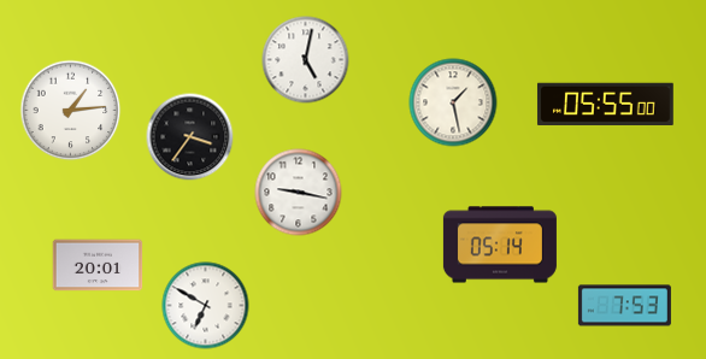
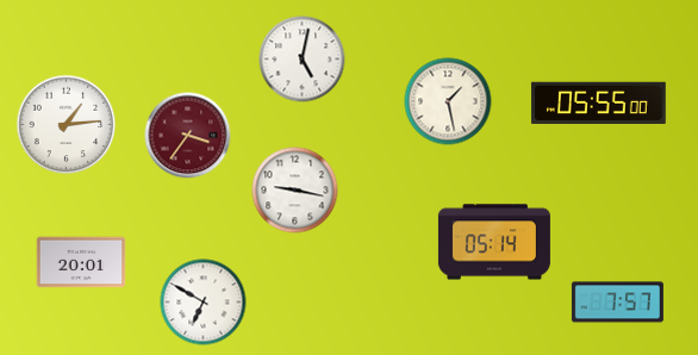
clock at (71, 111) position: (71, 111) -> (67, 125)
clock at (190, 137) dial: black -> burgundy
clock at (98, 265) position: (98, 265) -> (81, 262)
clock at (624, 306): 7:53 -> 7:57
